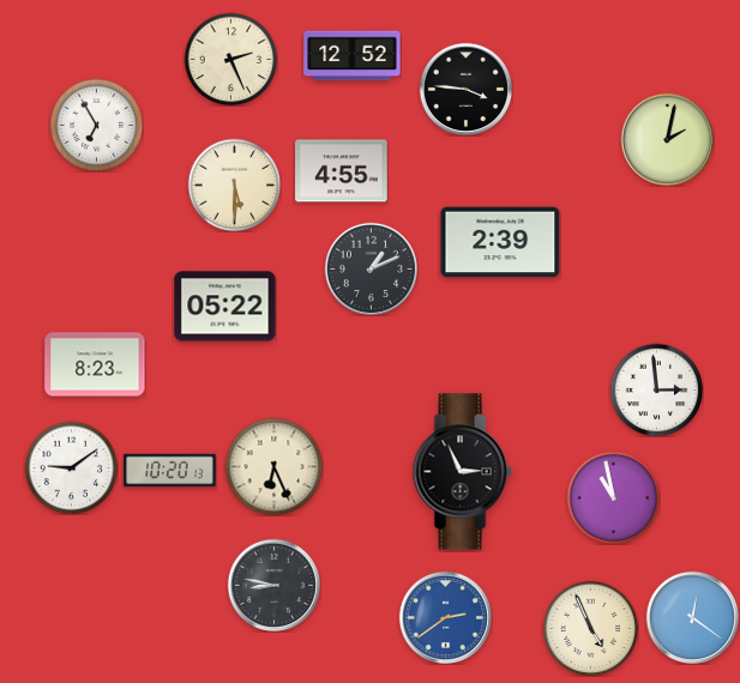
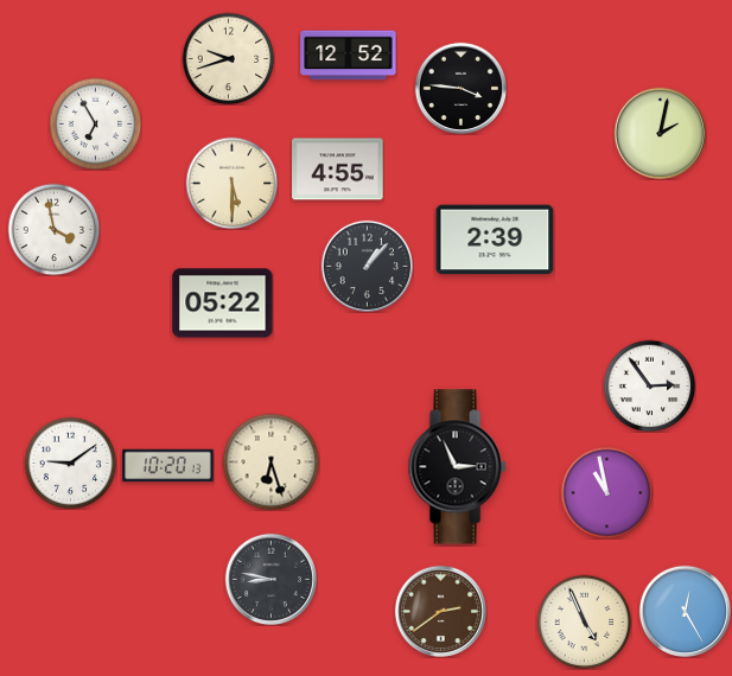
clock at (230, 59): 2:26 -> 9:42
clock at (667, 139) position: (667, 139) -> (660, 133)
clock at (53, 229): none -> 3:58
clock at (371, 268): 1:11 -> 1:07
clock at (95, 364): 8:23 -> none
clock at (656, 389): 2:59 -> 2:54
clock at (273, 466): 6:26 -> 6:27
clock at (445, 617) dial: blue -> brown
clock at (692, 617): 12:21 -> 12:25
